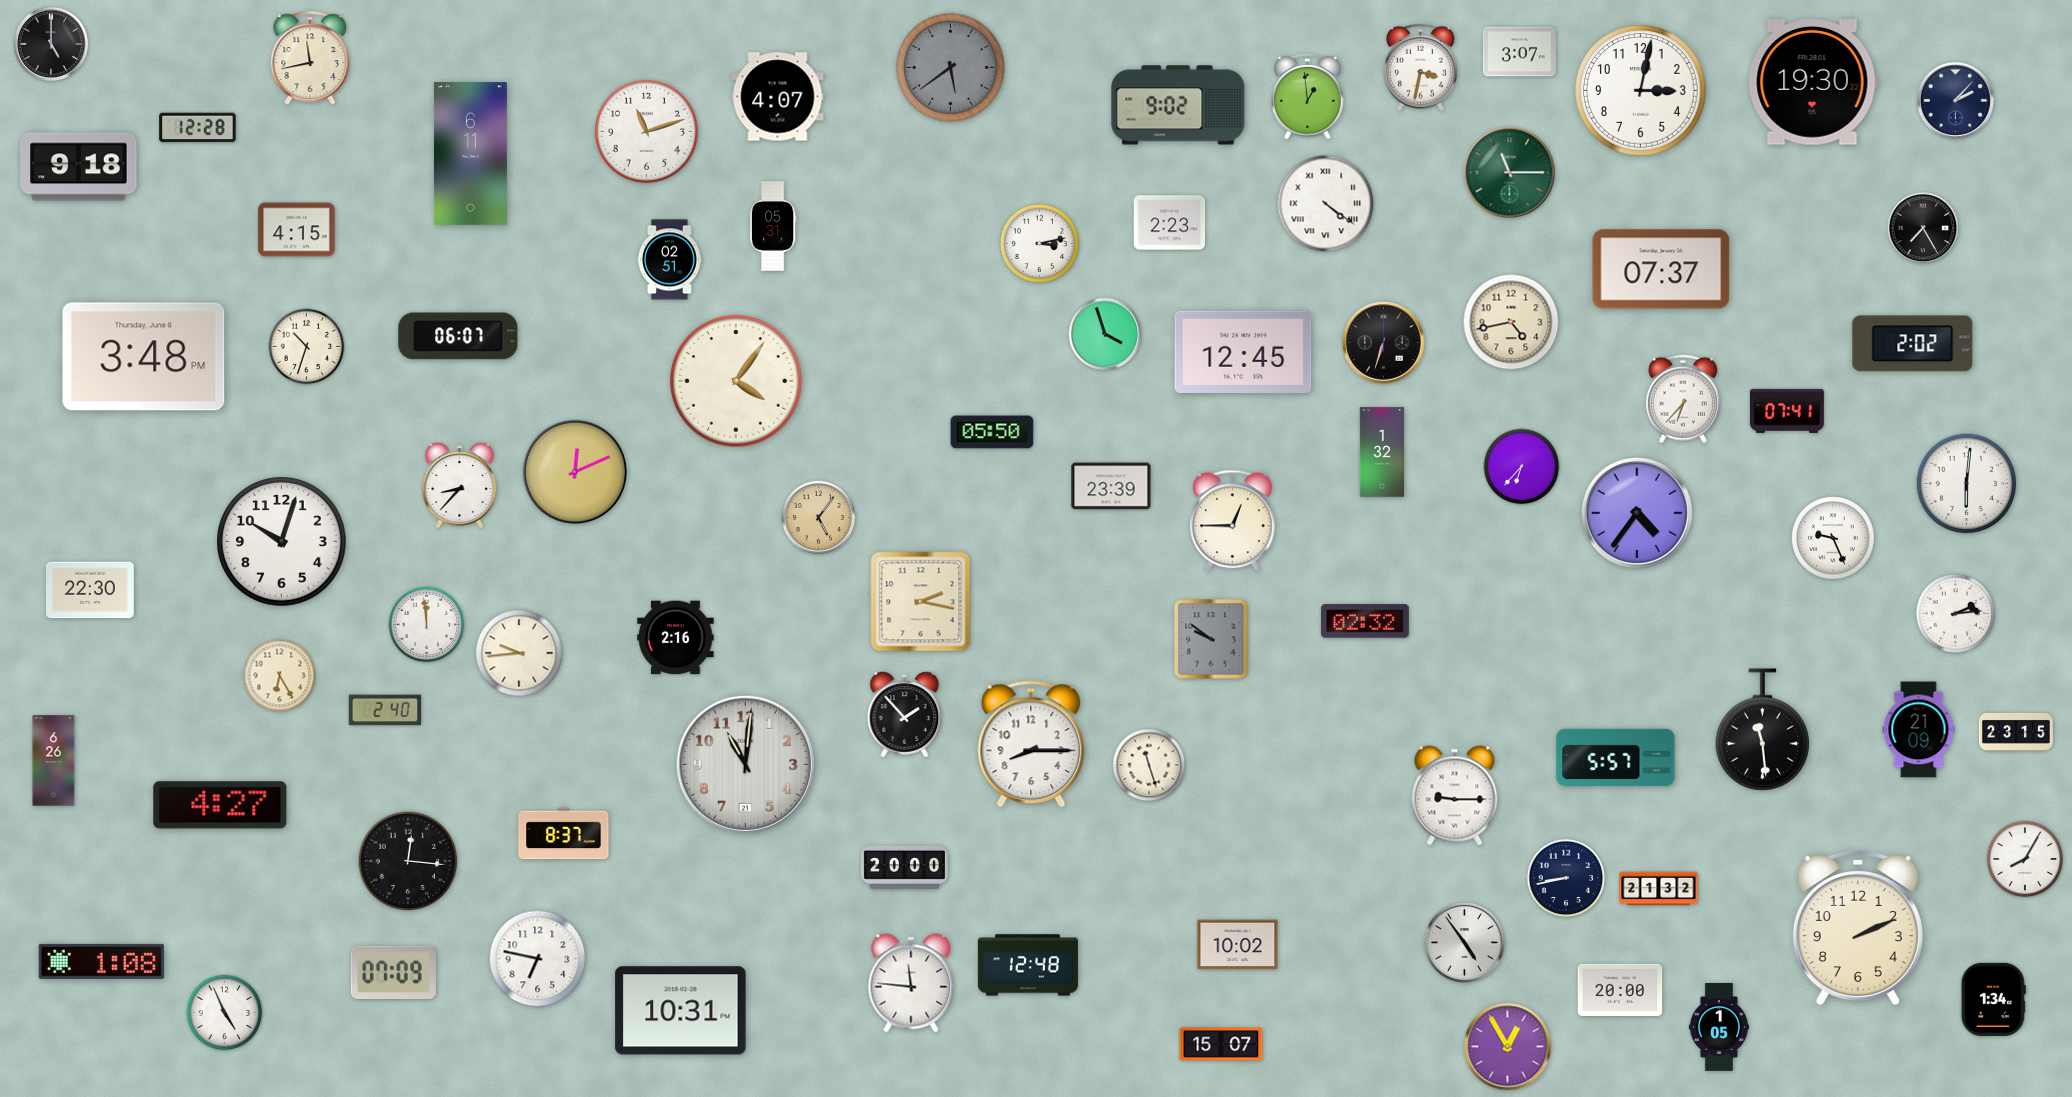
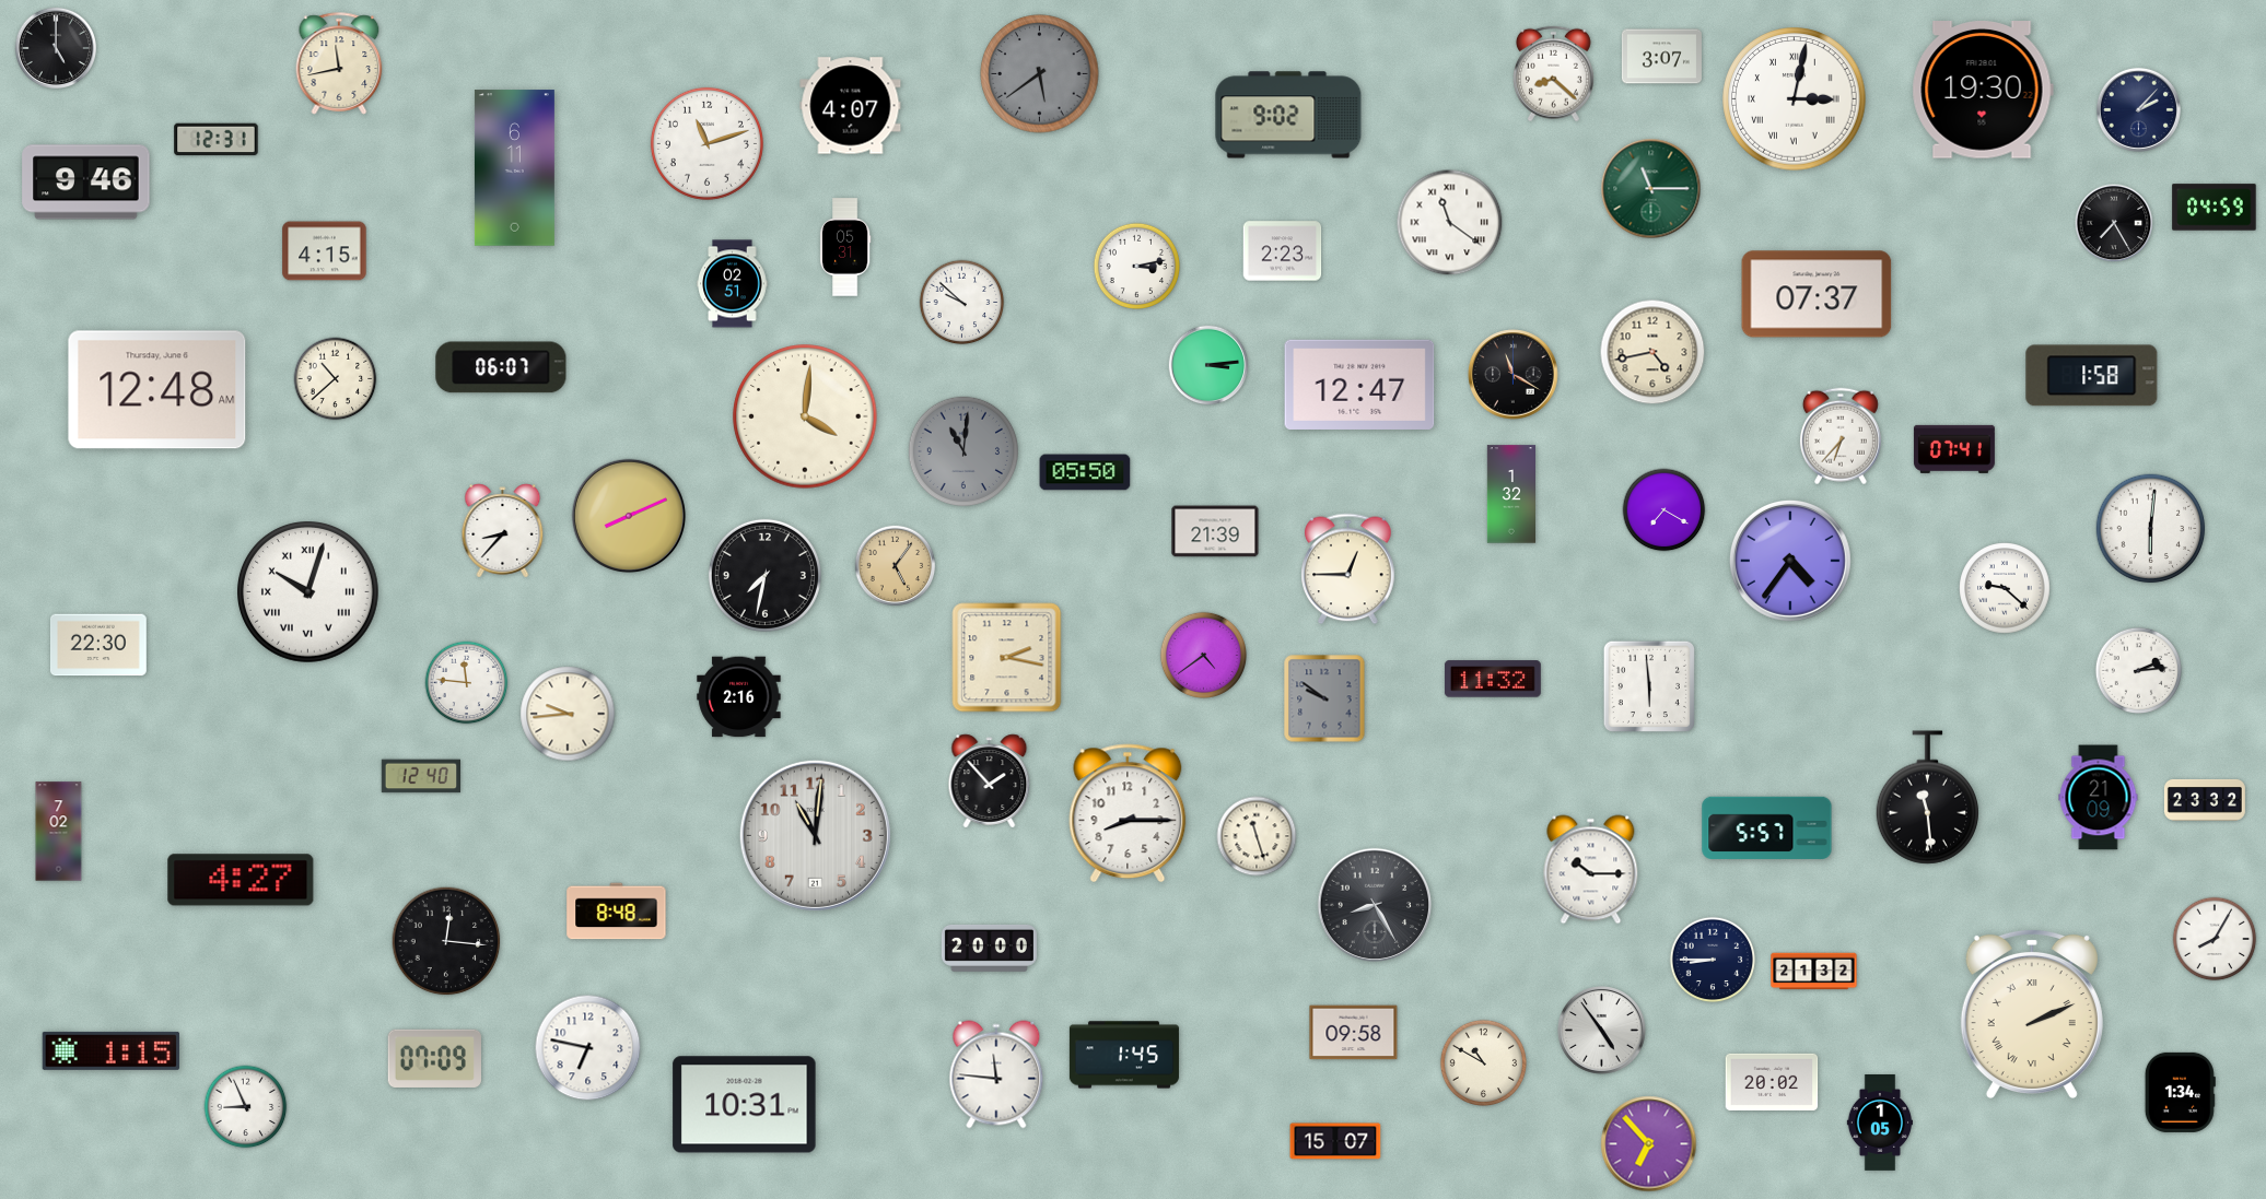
clock at (1420, 68): 3:32 -> 8:22
clock at (1641, 91) numerals: Arabic -> Roman
clock at (1308, 96): 12:59 -> none
clock at (198, 128): 12:28 -> 12:31
clock at (79, 167): 9:18 -> 9:46
clock at (2215, 208): none -> 04:59
clock at (1326, 204): 4:21 -> 11:21
clock at (1170, 223) position: (1170, 223) -> (1283, 251)
clock at (1923, 228) position: (1923, 228) -> (2114, 223)
clock at (962, 303): none -> 9:52
clock at (1105, 334): 3:57 -> 3:14
clock at (1384, 343): 6:33 -> 11:20
clock at (1913, 344): 2:02 -> 1:58
clock at (307, 347): 10:33 -> 10:38
clock at (1243, 352): 12:45 -> 12:47
clock at (144, 357): 3:48 -> 12:48
clock at (736, 381): 4:06 -> 4:01
clock at (963, 451): none -> 11:01
clock at (1522, 467): 6:37 -> 7:20
clock at (575, 472): 12:11 -> 8:11
clock at (1111, 486): 23:39 -> 21:39
clock at (764, 575): none -> 7:32
clock at (1833, 538): 9:26 -> 9:22
clock at (282, 542) numerals: Arabic -> Roman
clock at (1203, 655): none -> 4:39
clock at (1365, 621): 02:32 -> 11:32
clock at (427, 625): 11:59 -> 11:46
clock at (1649, 686): none -> 5:59
clock at (280, 676): 6:25 -> none
clock at (384, 710): 2:40 -> 12:40
clock at (2016, 732): 23:15 -> 23:32
clock at (54, 761): 6:26 -> 7:02
clock at (1455, 796): 9:15 -> 10:15
clock at (1375, 905): none -> 8:25
clock at (564, 834): 8:37 -> 8:48
clock at (1566, 878): 8:43 -> 8:45
clock at (1858, 927) numerals: Arabic -> Roman
clock at (1238, 945): 10:02 -> 09:58
clock at (101, 961): 1:08 -> 1:15
clock at (1028, 965): 12:48 -> 1:45
clock at (393, 972) position: (393, 972) -> (434, 1058)
clock at (1483, 1062): none -> 10:50
clock at (1620, 990): 20:00 -> 20:02
clock at (225, 1013): 4:56 -> 8:56
clock at (1508, 1047): 12:55 -> 6:53
